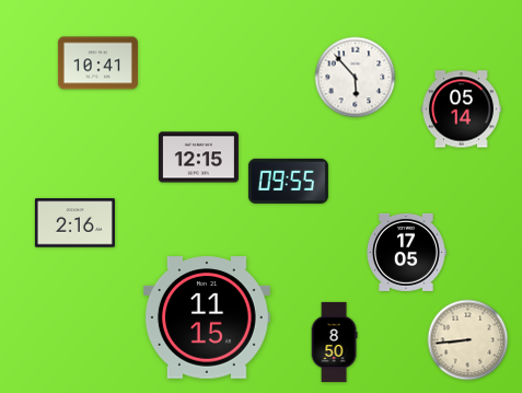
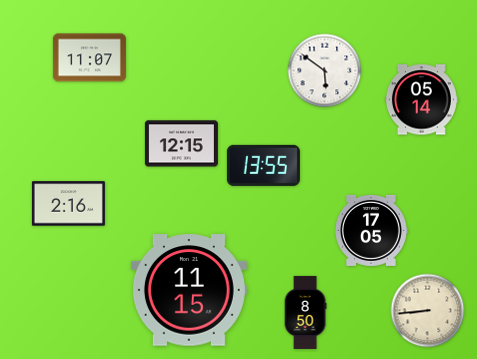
clock at (97, 63): 10:41 -> 11:07
clock at (356, 78): 5:53 -> 5:51
clock at (288, 181): 09:55 -> 13:55
